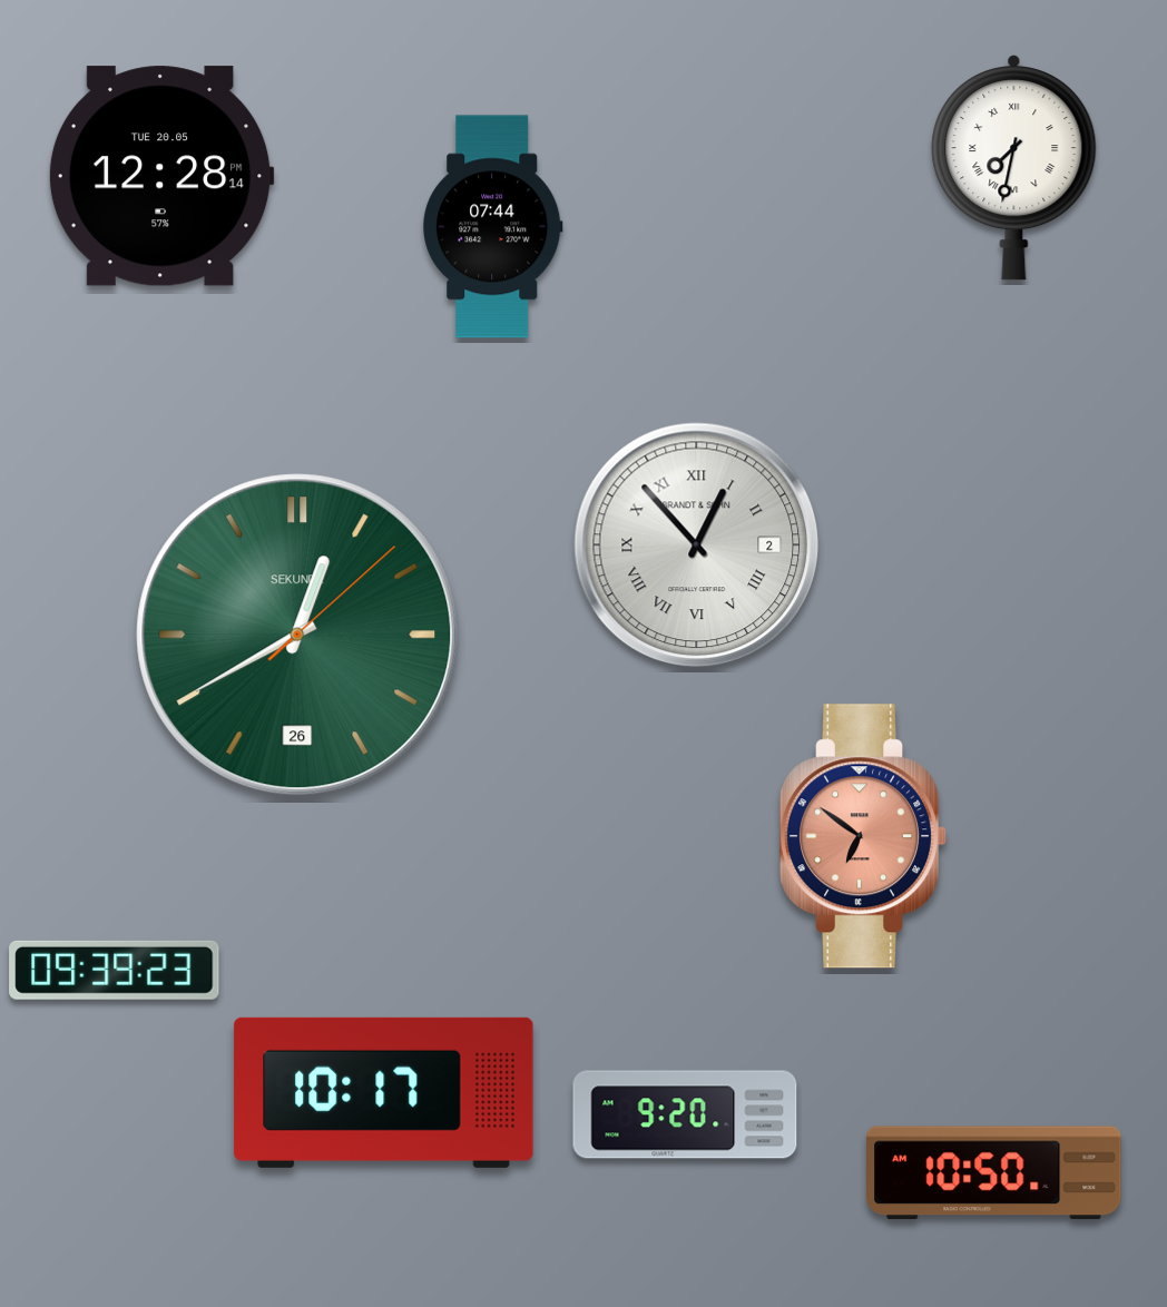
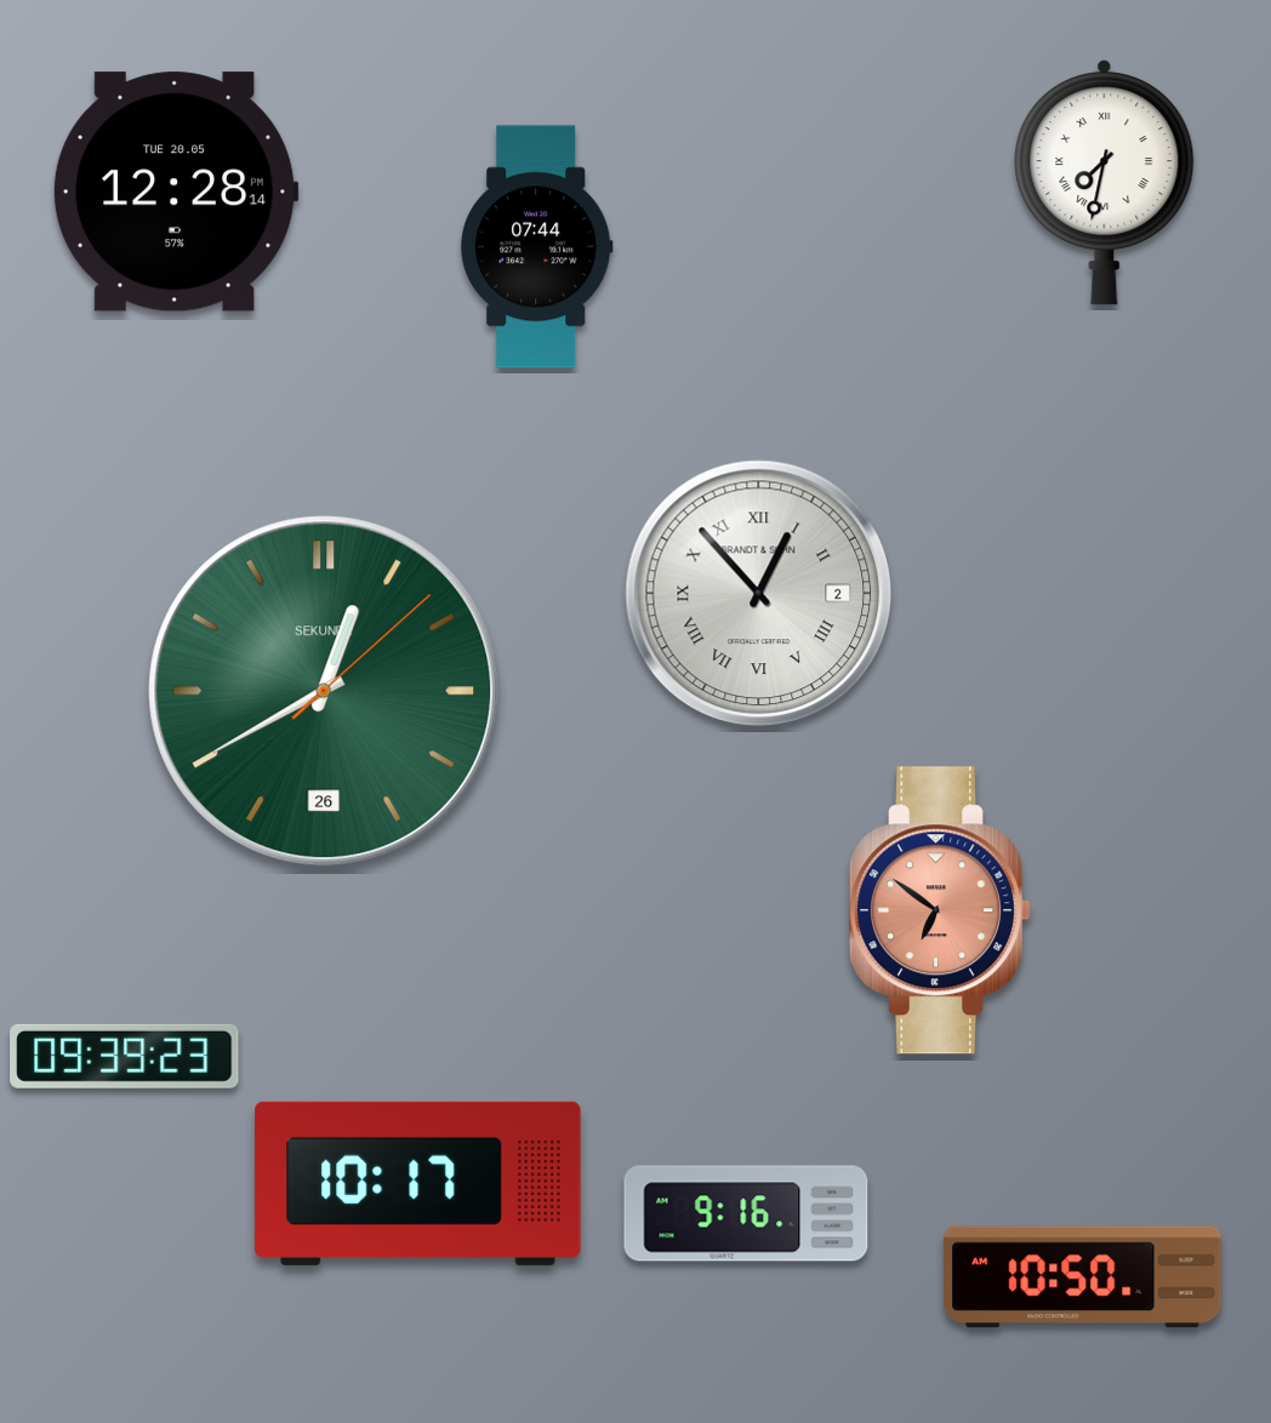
clock at (384, 1092) position: (384, 1092) -> (418, 1183)
clock at (685, 1114): 9:20 -> 9:16
